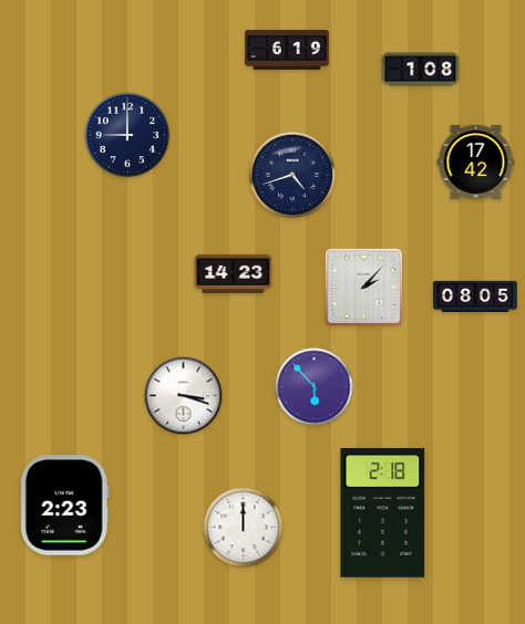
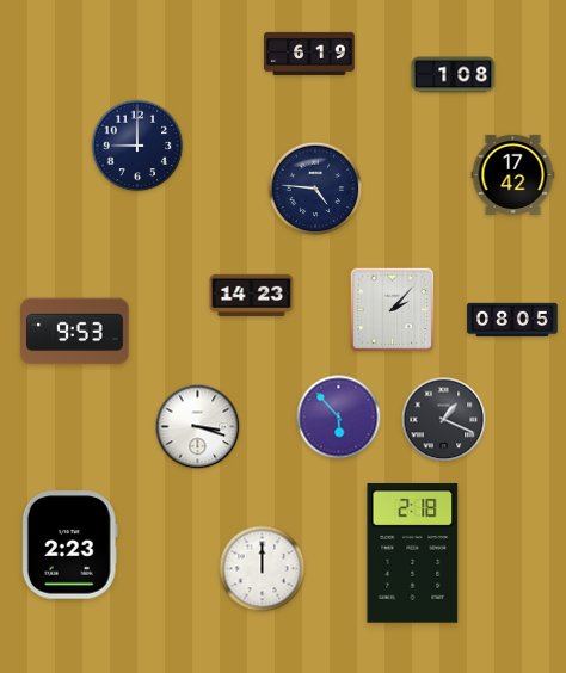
clock at (292, 175): 4:42 -> 4:46
clock at (75, 332): none -> 9:53
clock at (444, 420): none -> 1:19
